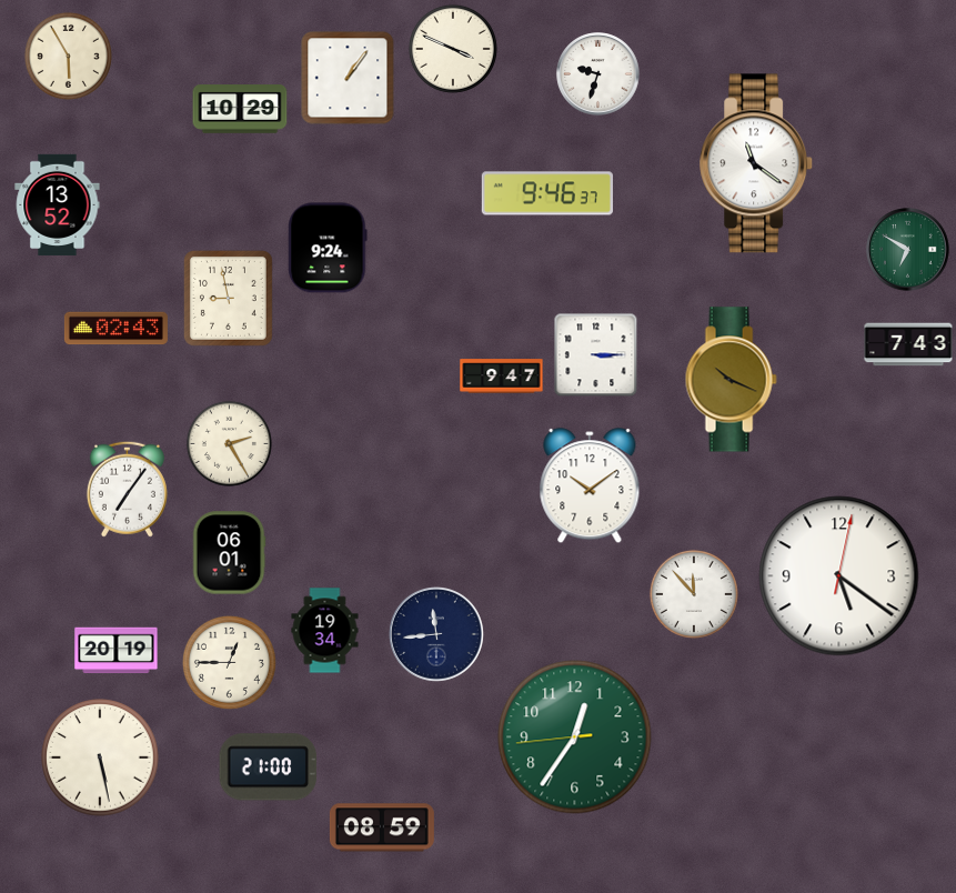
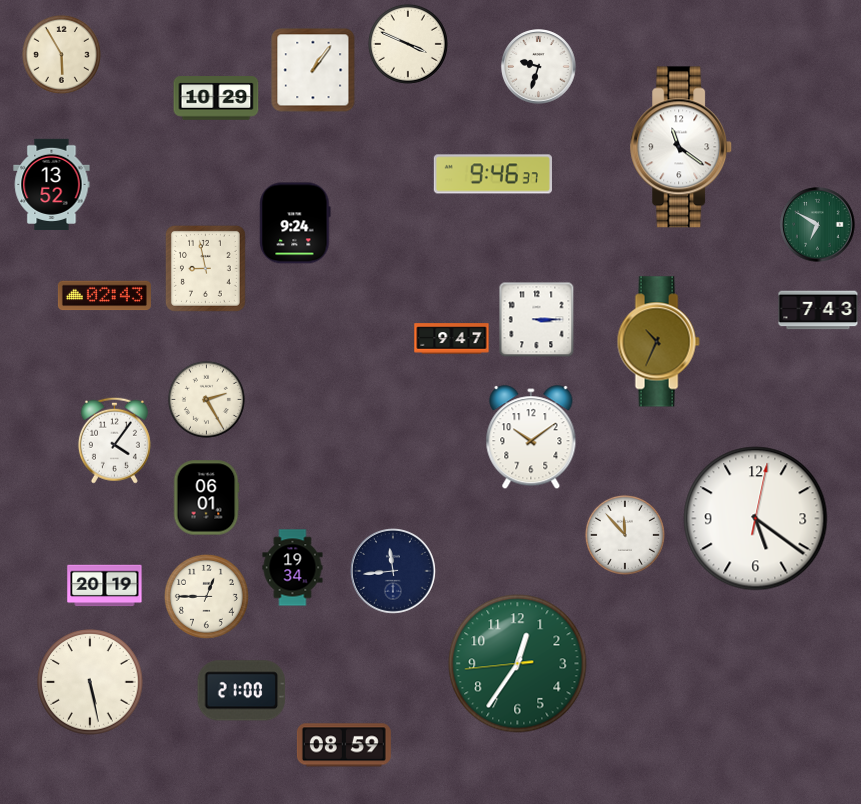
clock at (68, 56) position: (68, 56) -> (61, 54)
clock at (731, 380): 10:19 -> 10:34
clock at (127, 489): 7:06 -> 4:06
